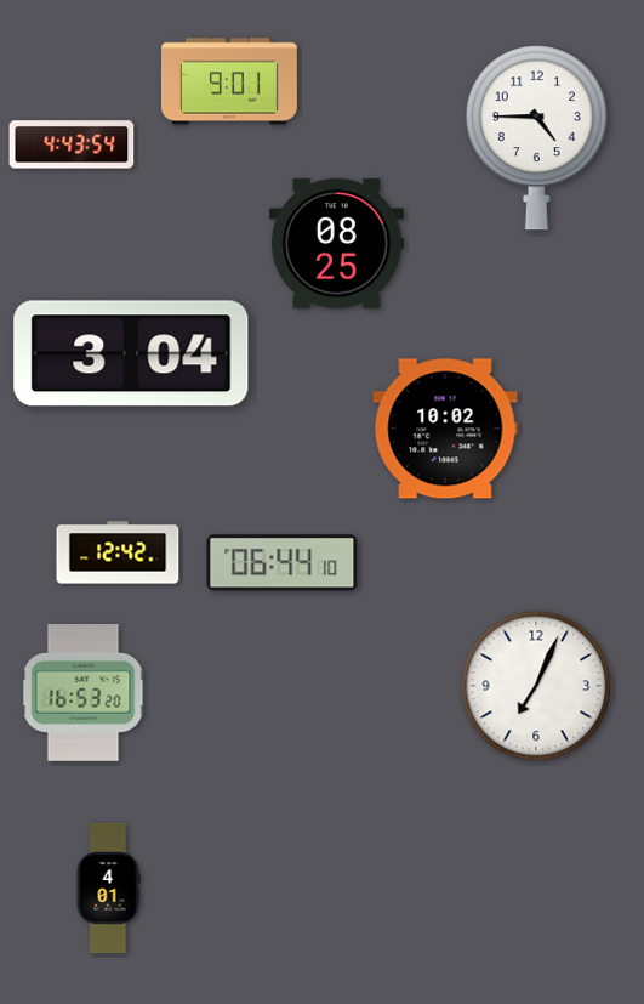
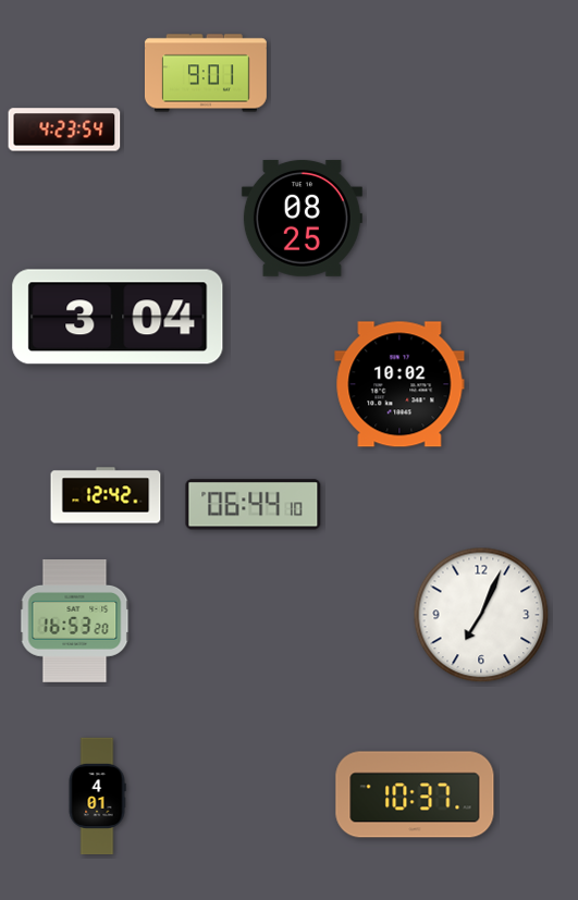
clock at (536, 138): 4:45 -> none
clock at (72, 144): 4:43 -> 4:23
clock at (415, 794): none -> 10:37
